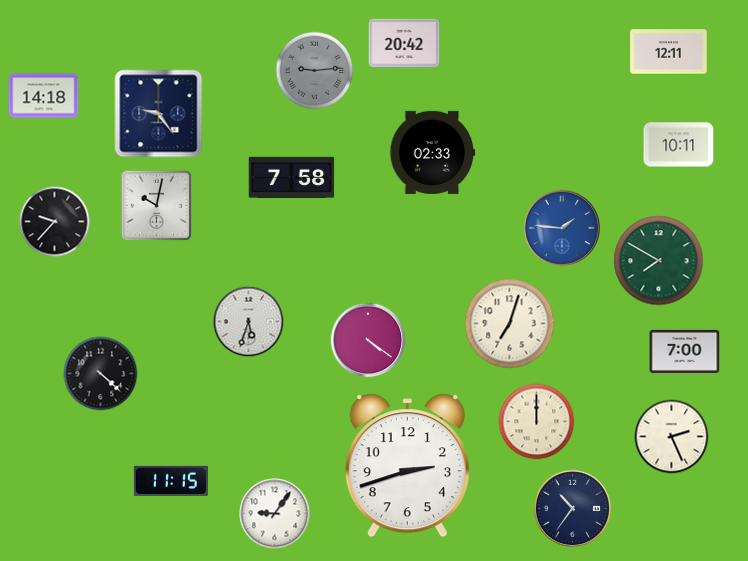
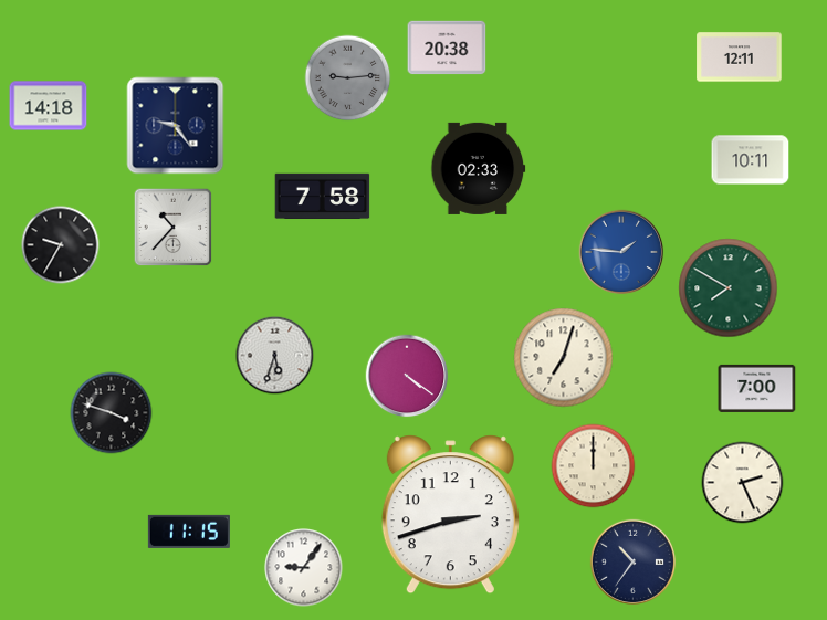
clock at (404, 43): 20:42 -> 20:38
clock at (157, 206): 10:02 -> 10:37
clock at (55, 222): 9:37 -> 9:35
clock at (101, 374): 4:22 -> 3:48
